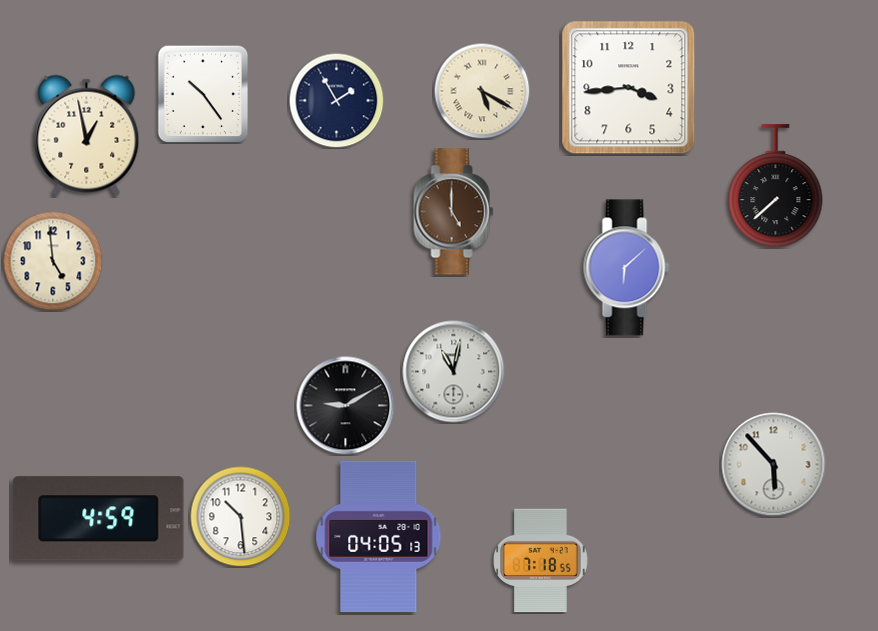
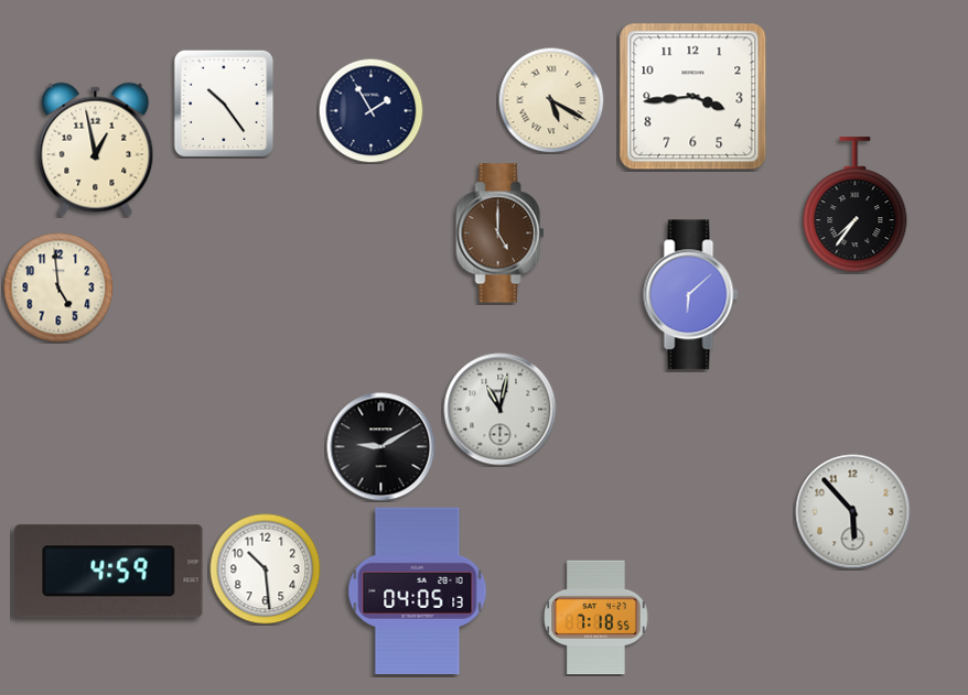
clock at (482, 91) position: (482, 91) -> (551, 100)
clock at (776, 186): 7:38 -> 7:36
